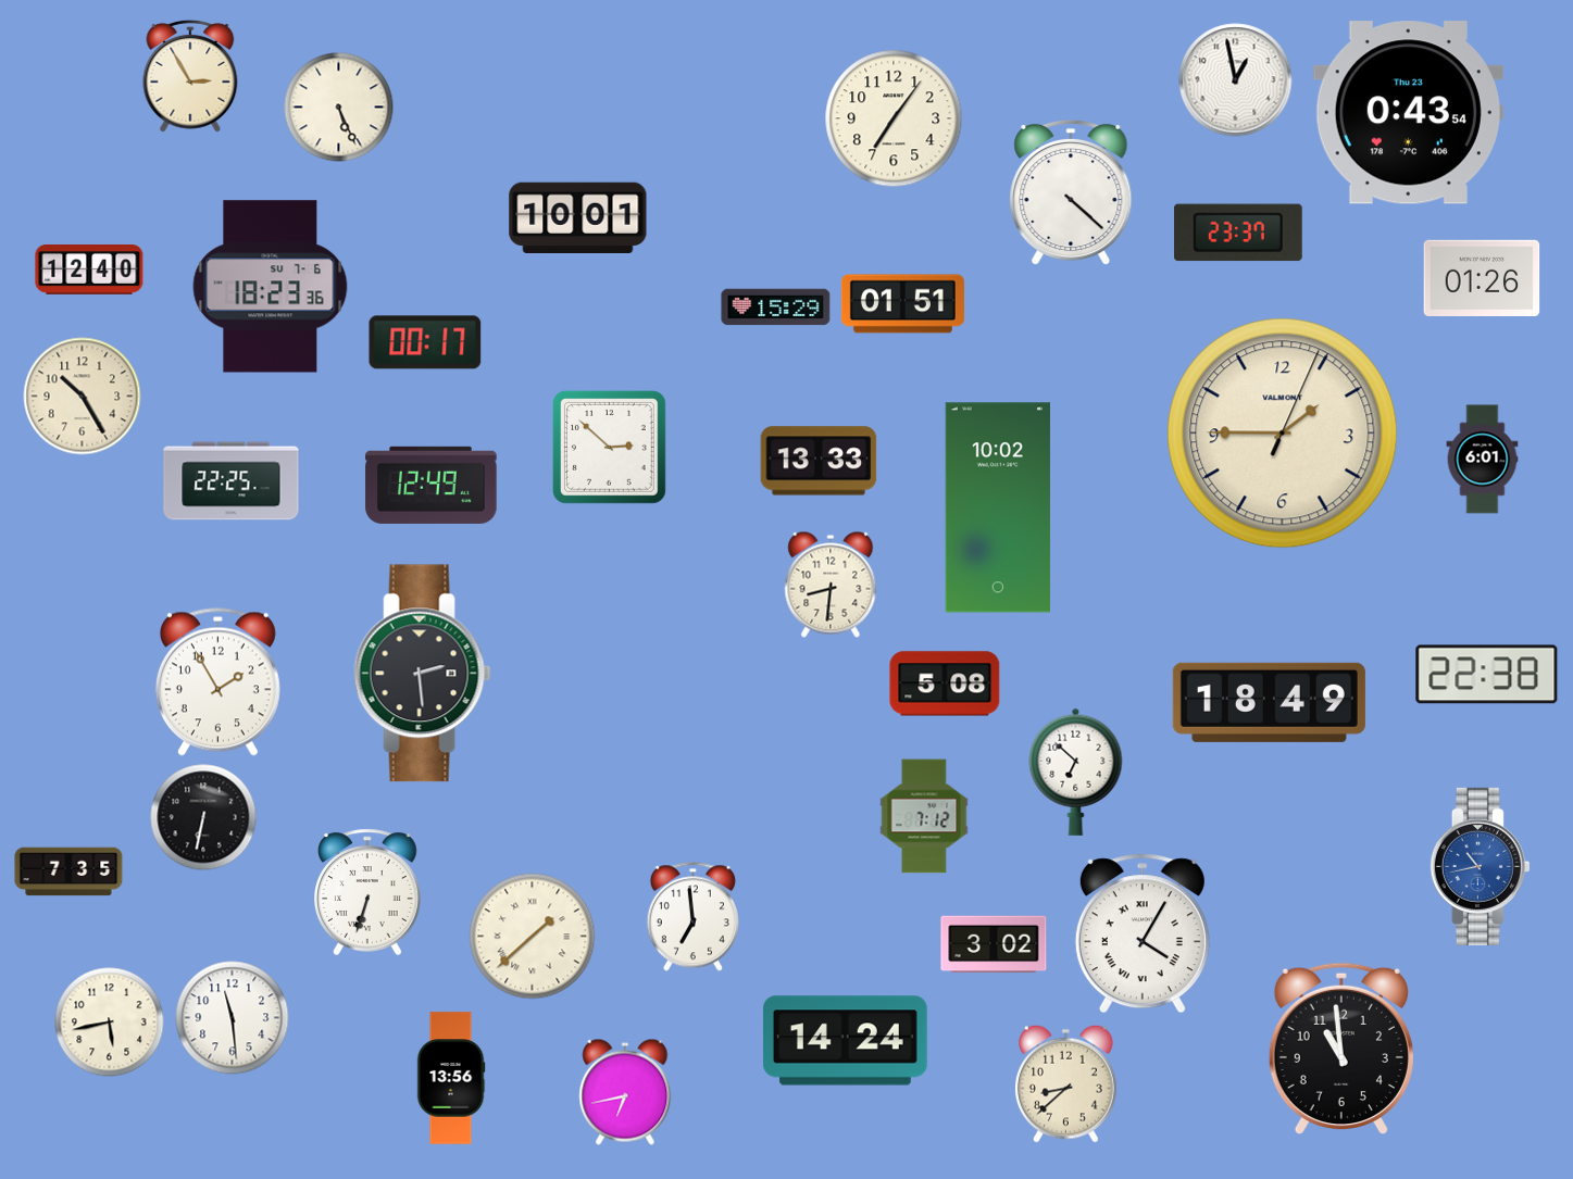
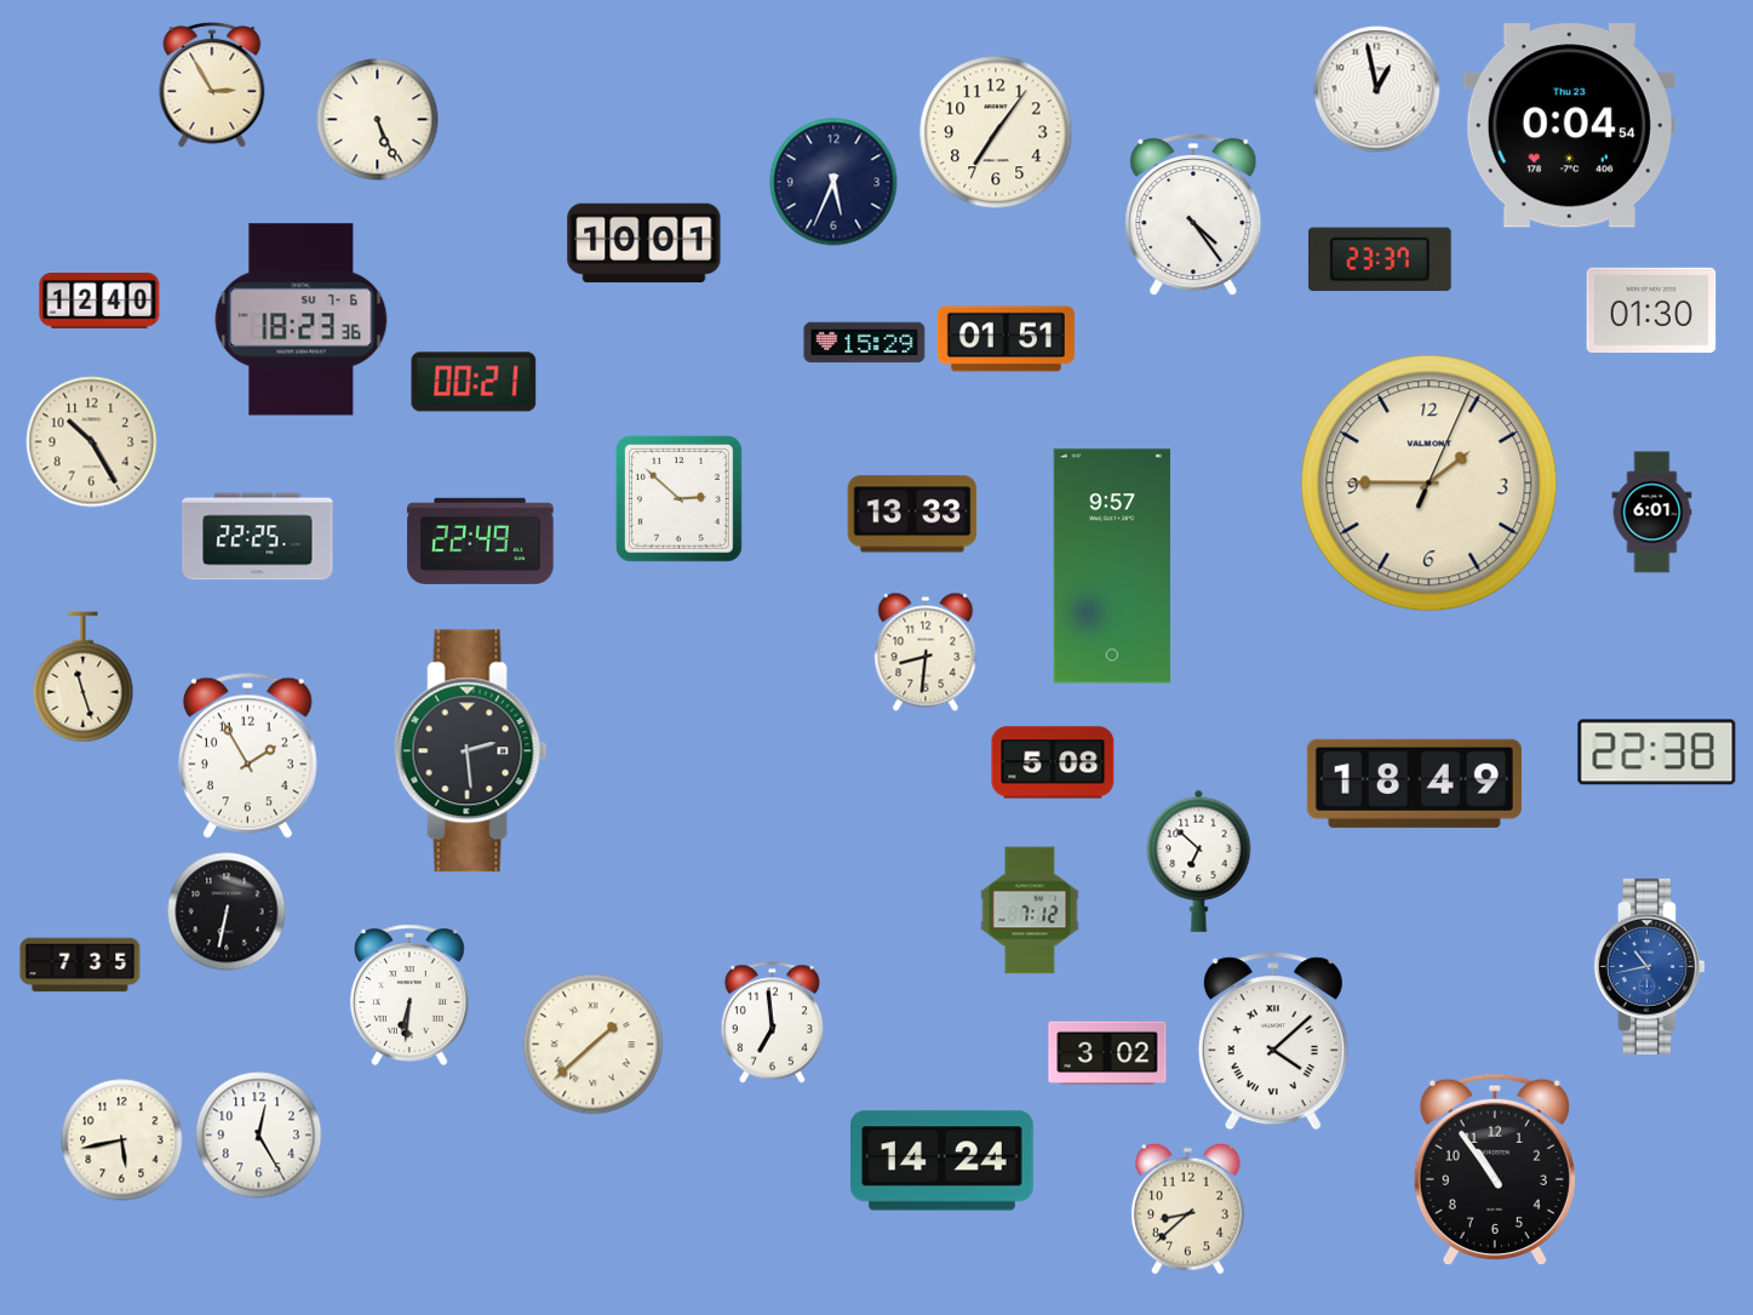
clock at (1408, 113): 0:43 -> 0:04
clock at (833, 182): none -> 5:34
clock at (1071, 192): 4:22 -> 4:24
clock at (1482, 277): 01:26 -> 01:30
clock at (425, 342): 00:17 -> 00:21
clock at (432, 485): 12:49 -> 22:49
clock at (998, 507): 10:02 -> 9:57
clock at (84, 677): none -> 11:27
clock at (217, 681) position: (217, 681) -> (247, 755)
clock at (68, 871) position: (68, 871) -> (80, 965)
clock at (369, 892): 6:33 -> 6:31
clock at (1143, 933): 4:05 -> 4:08
clock at (233, 1018): 11:29 -> 12:25
clock at (1341, 1049): 10:59 -> 10:54
clock at (451, 1078): 13:56 -> none
clock at (625, 1092): 6:43 -> none
